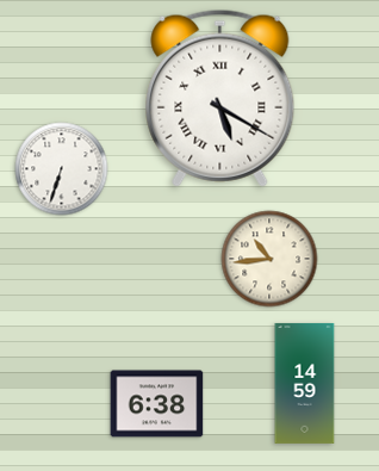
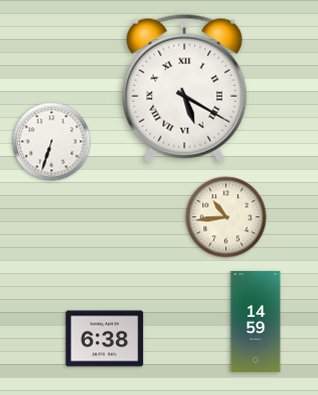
clock at (220, 98) position: (220, 98) -> (185, 88)
clock at (157, 404) position: (157, 404) -> (105, 339)
